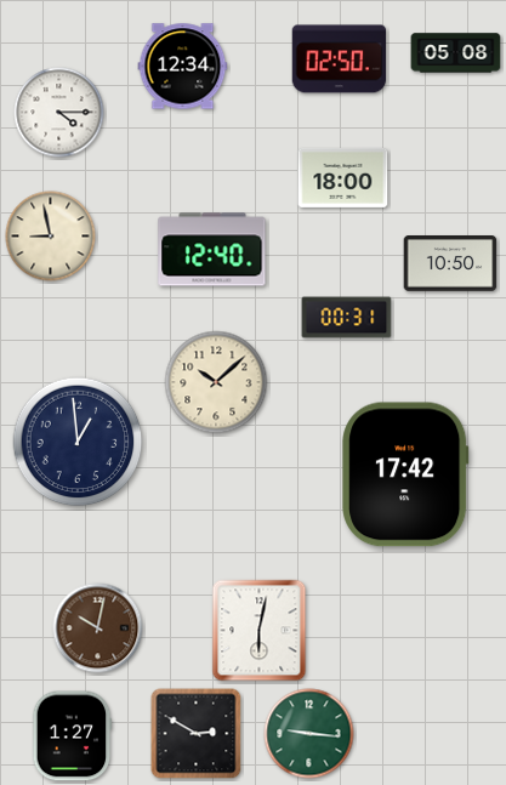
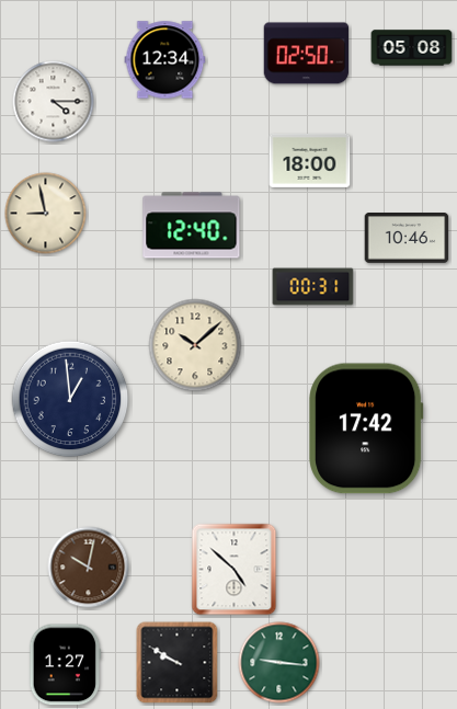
clock at (450, 263): 10:50 -> 10:46
clock at (260, 631): 6:02 -> 4:52
clock at (197, 734): 2:50 -> 9:50
